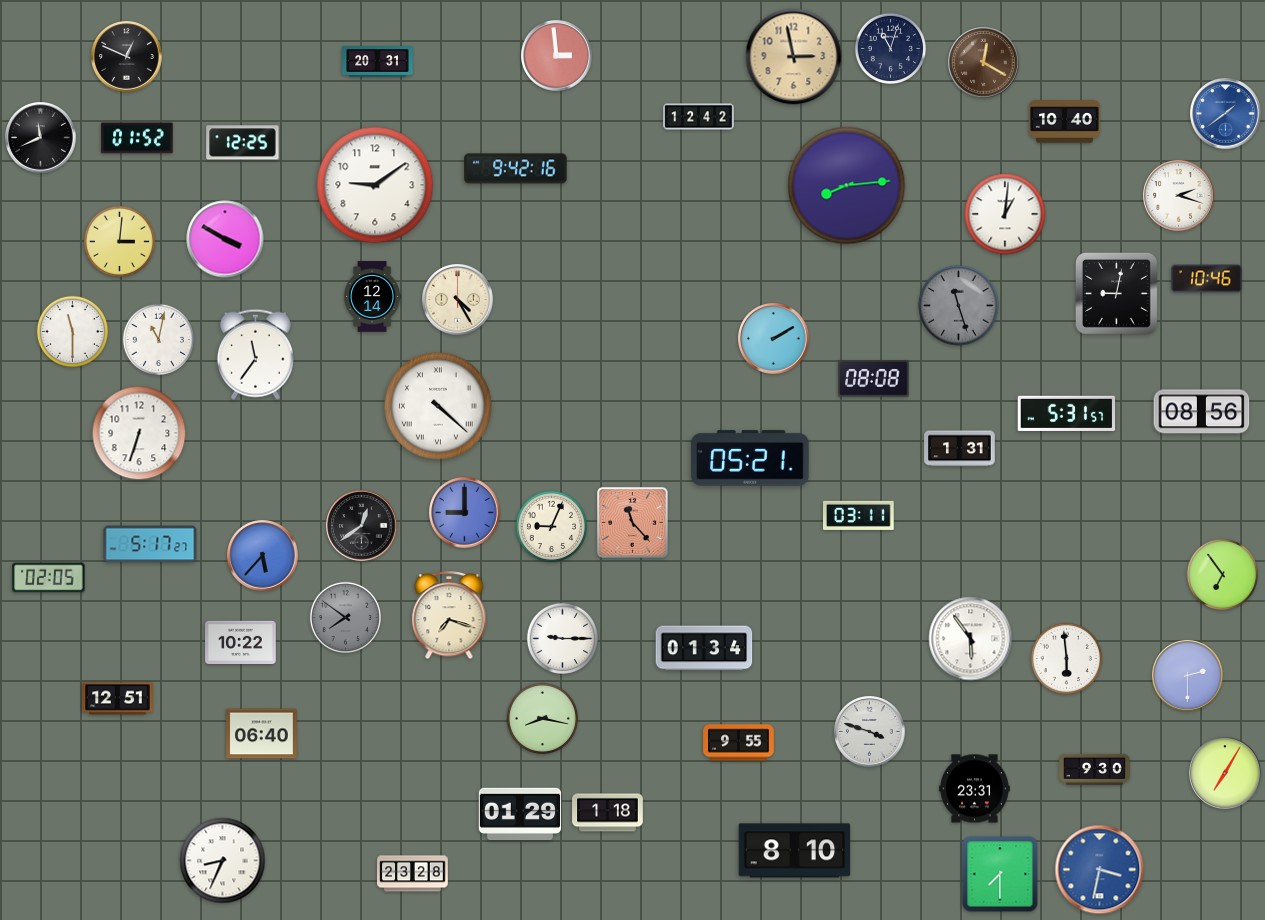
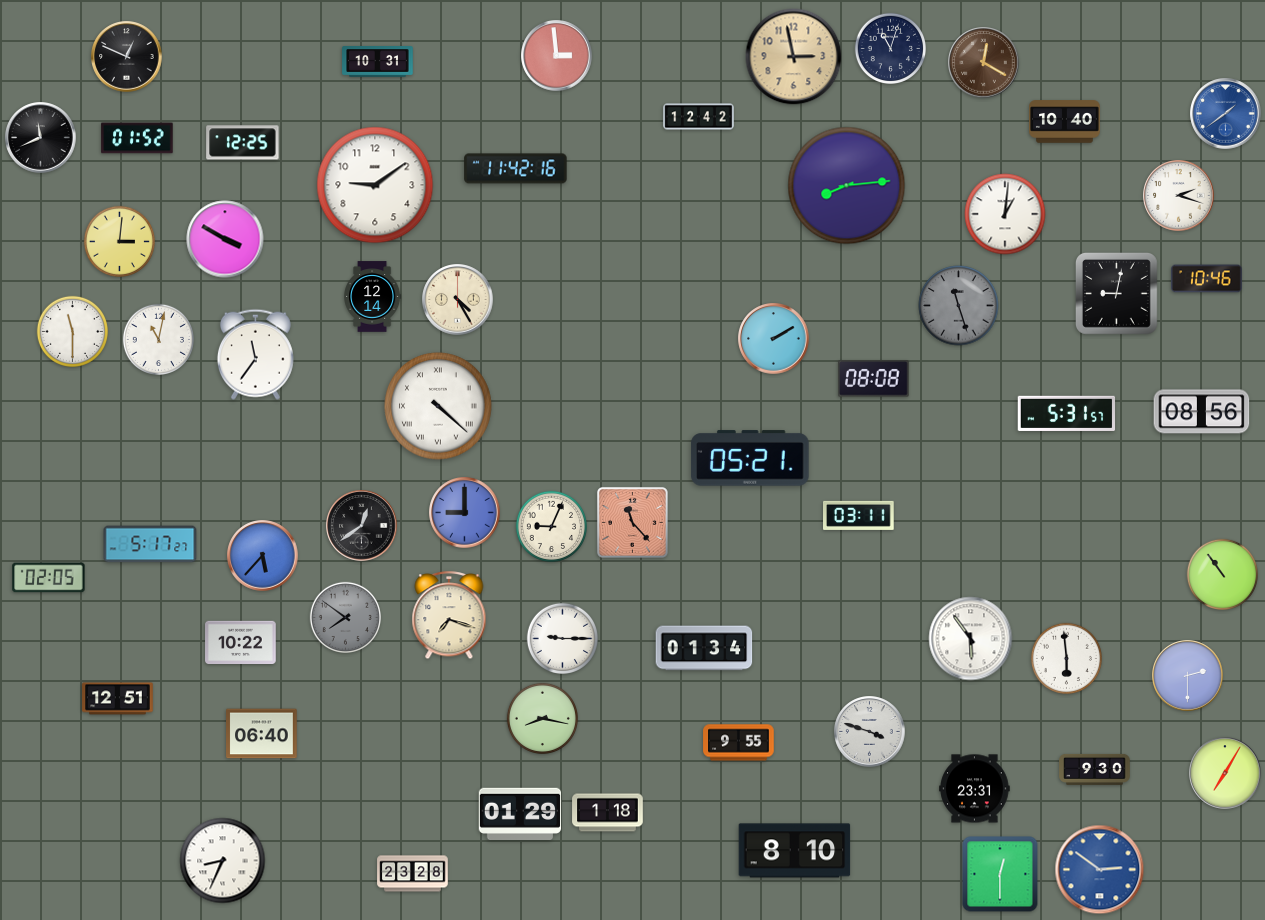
clock at (378, 62): 20:31 -> 10:31
clock at (516, 169): 9:42 -> 11:42
clock at (139, 433): 6:33 -> none
clock at (960, 449): 1:31 -> none
clock at (1222, 574): 6:54 -> 10:54
clock at (1100, 870): 3:32 -> 2:51
clock at (1000, 874): 7:30 -> 12:30
